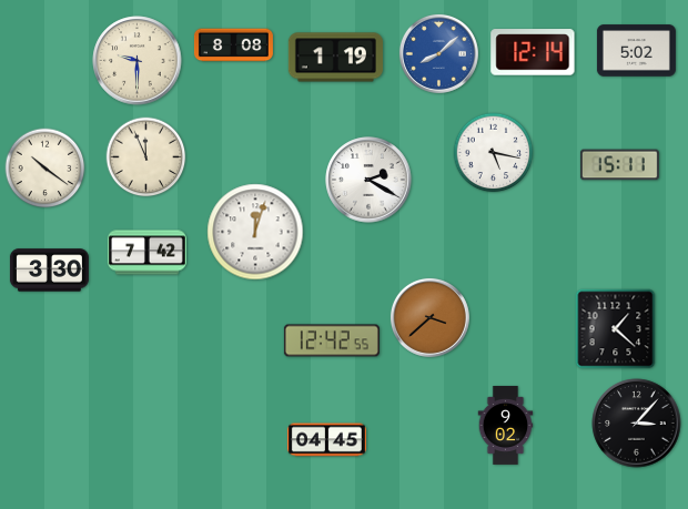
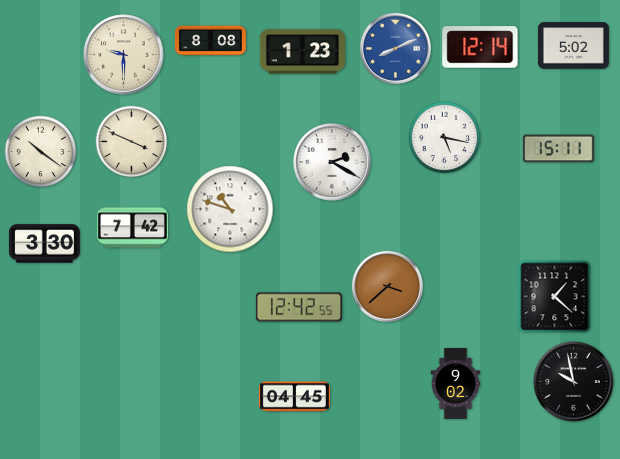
clock at (438, 53): 8:08 -> 8:11
clock at (335, 58): 1:19 -> 1:23
clock at (146, 157): 11:56 -> 3:49
clock at (255, 232): 12:03 -> 10:48
clock at (637, 424): 3:07 -> 9:58
